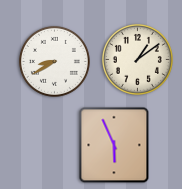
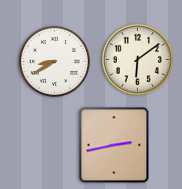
clock at (137, 59): 1:09 -> 6:09
clock at (114, 145): 5:56 -> 2:43
